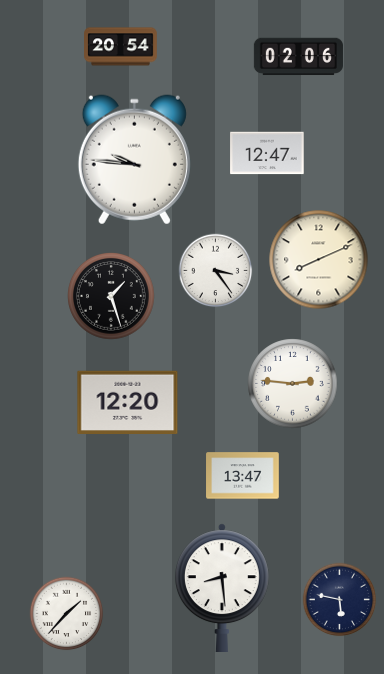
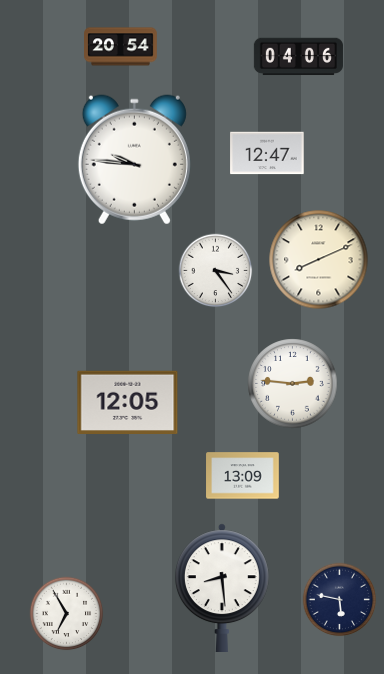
clock at (298, 57): 02:06 -> 04:06
clock at (112, 297): 1:27 -> none
clock at (128, 402): 12:20 -> 12:05
clock at (243, 476): 13:47 -> 13:09
clock at (67, 614): 1:37 -> 6:55
